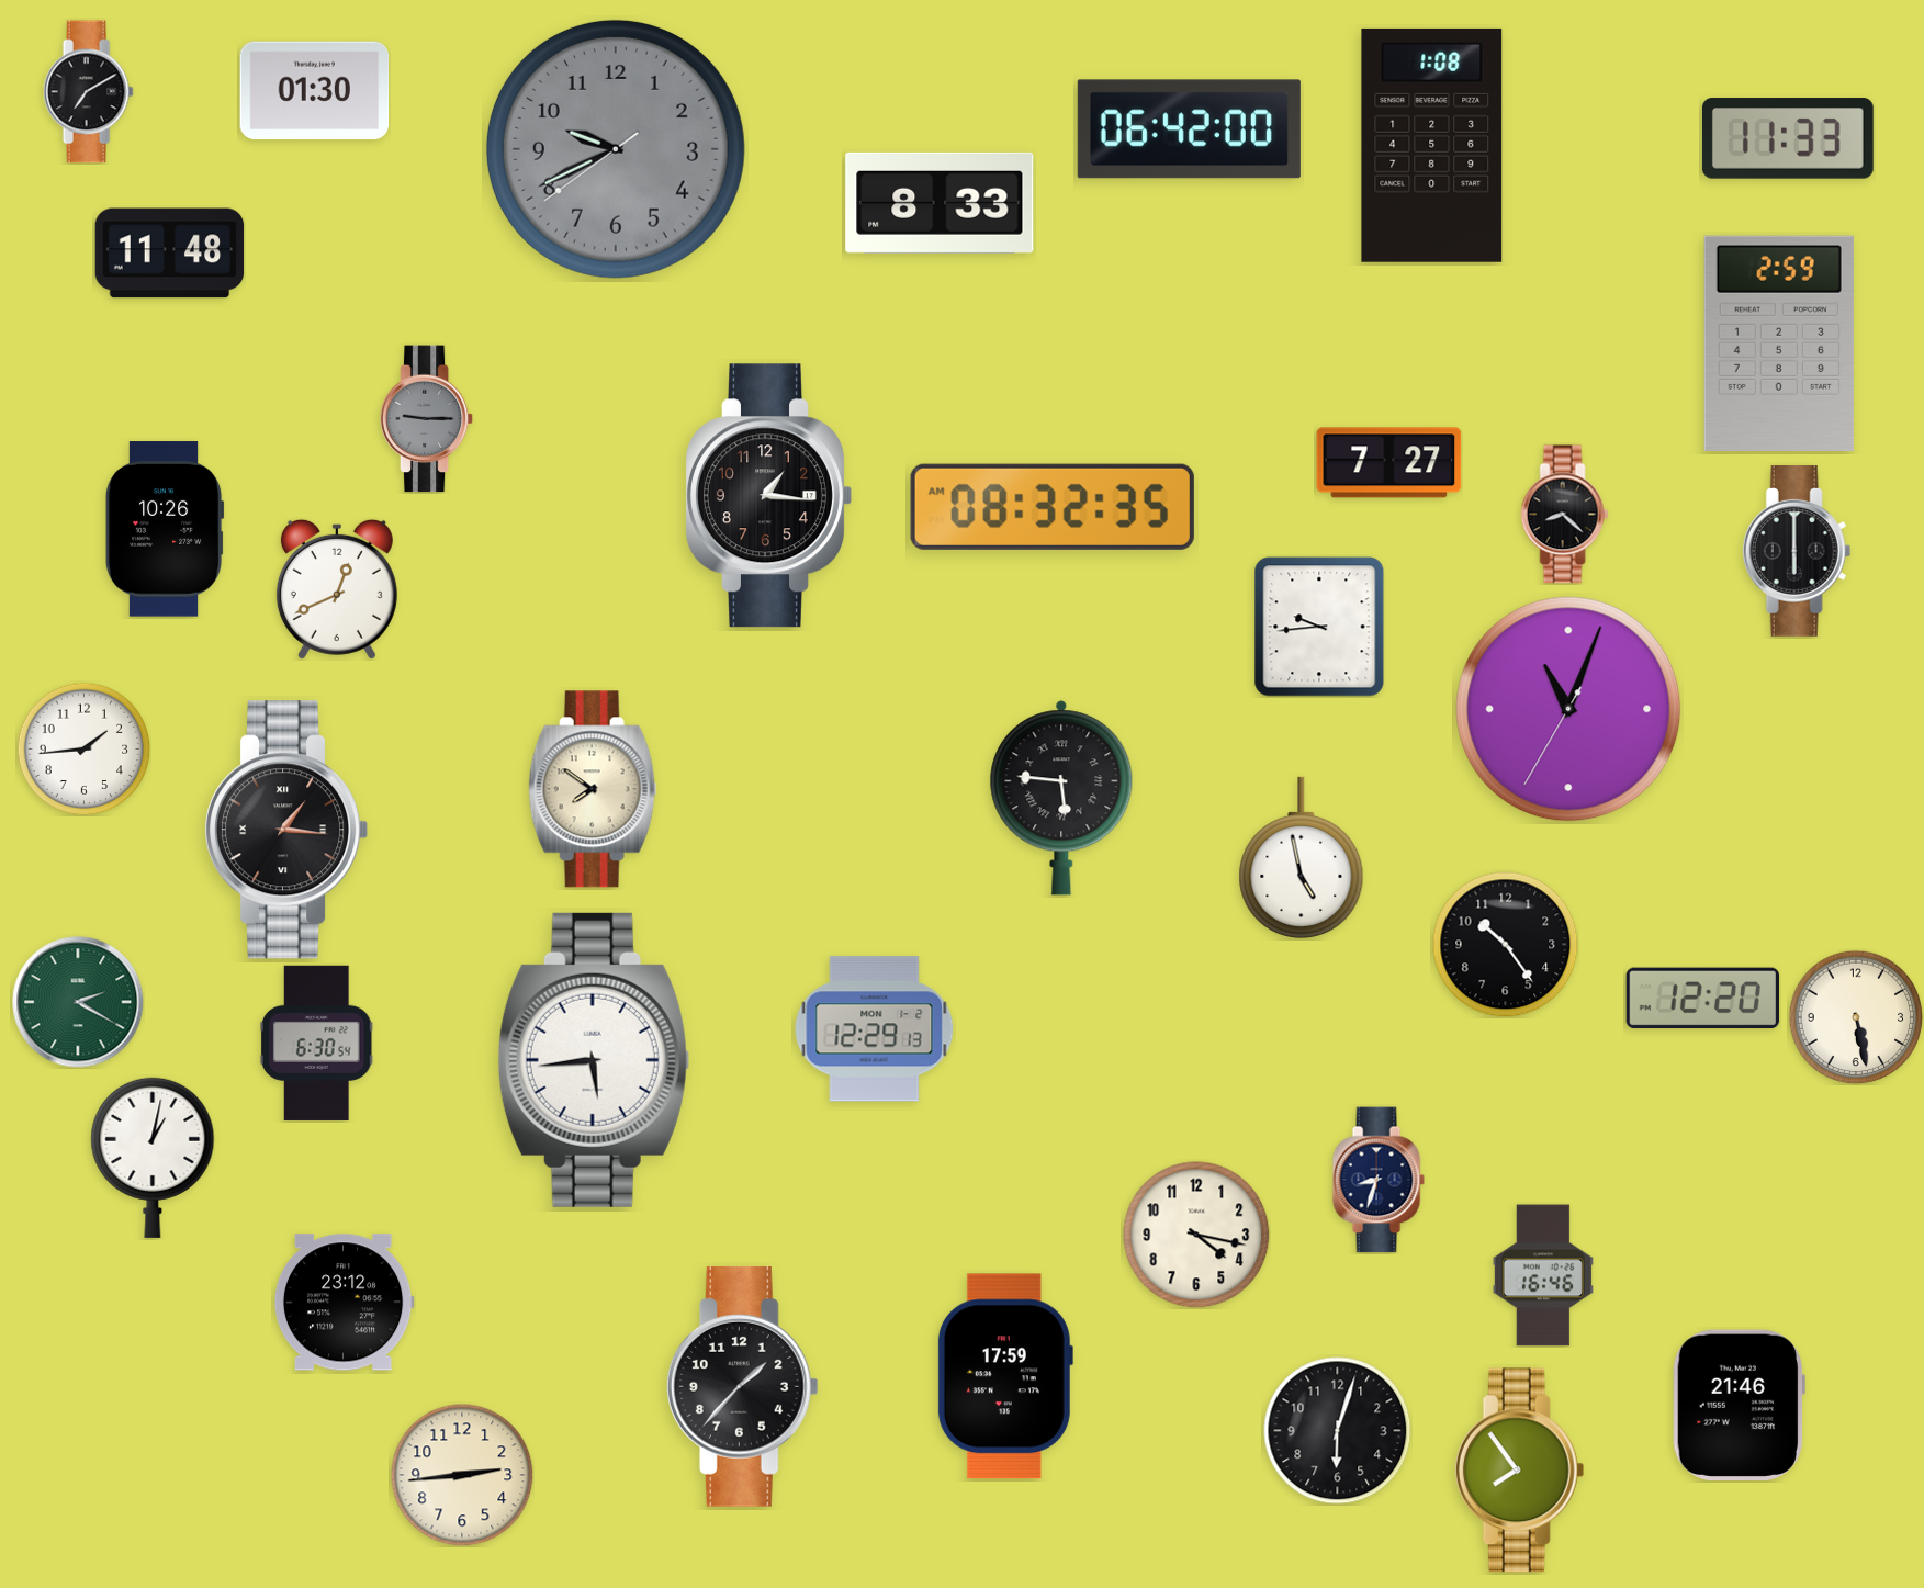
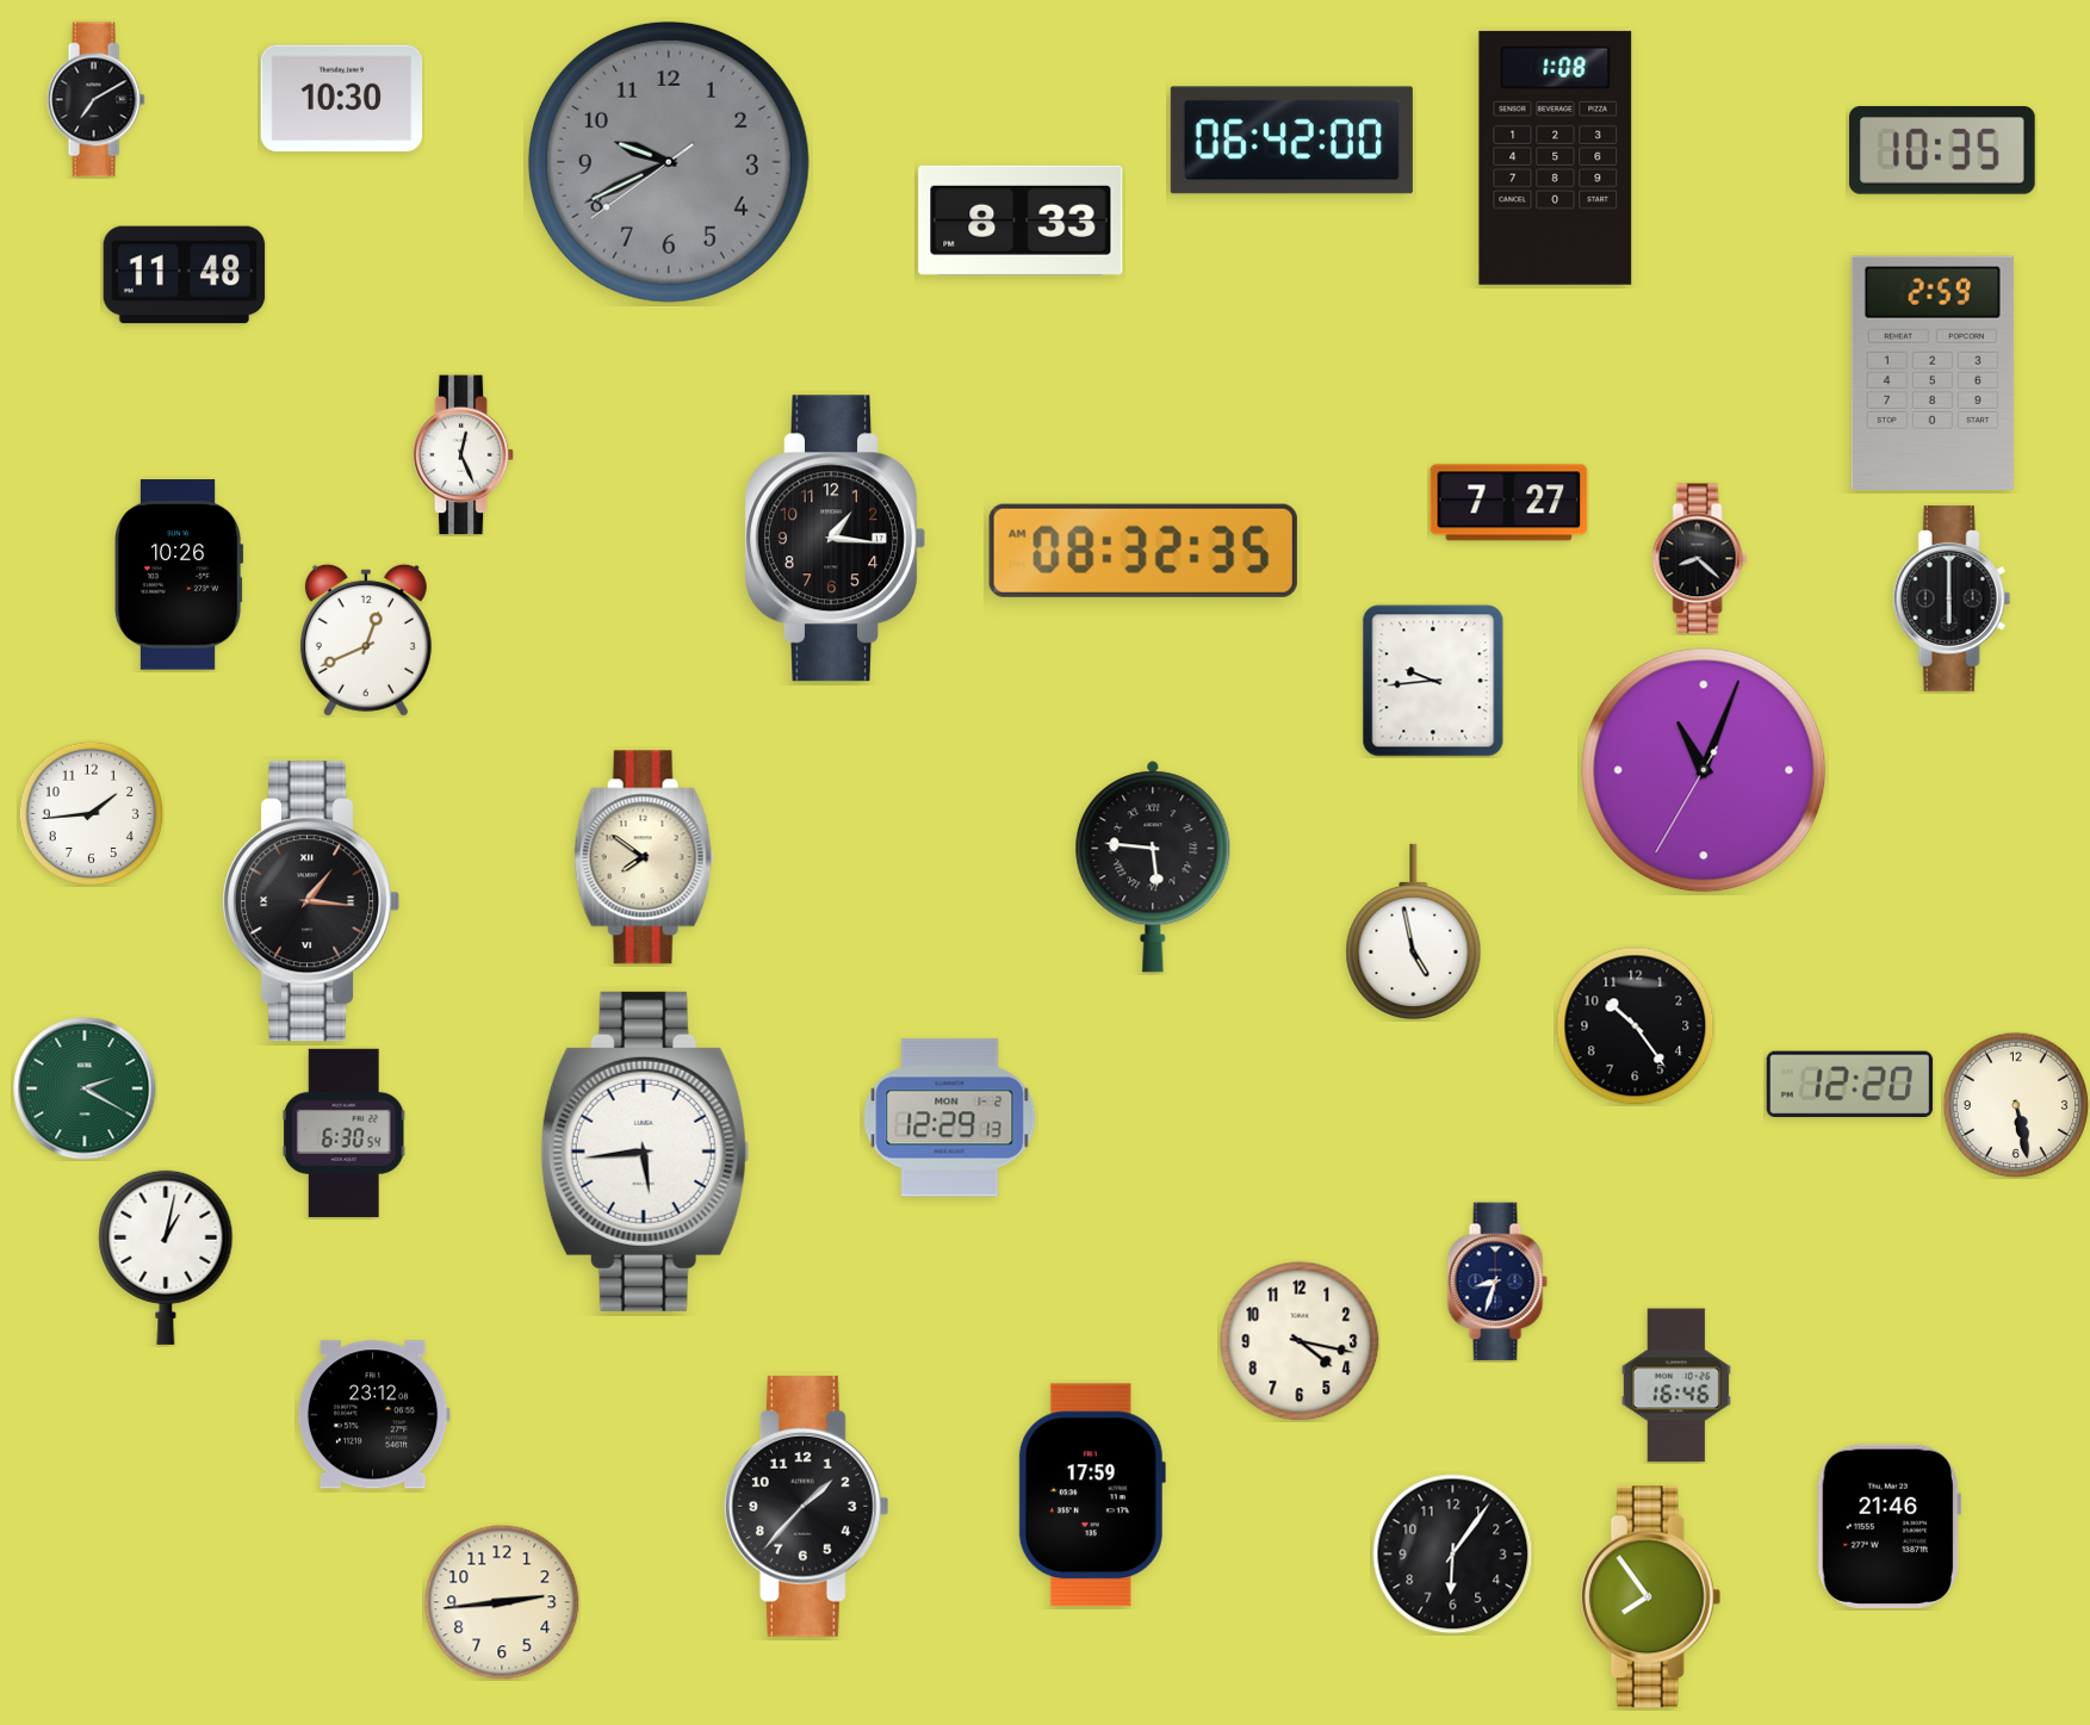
clock at (315, 91): 01:30 -> 10:30
clock at (1788, 138): 11:33 -> 10:35
clock at (427, 419): 9:15 -> 12:26
clock at (427, 419) dial: grey -> white
clock at (1338, 1431): 6:03 -> 6:06
